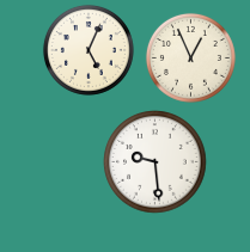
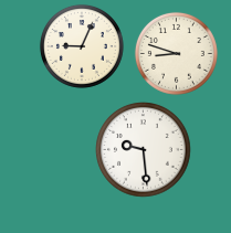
clock at (89, 50): 5:04 -> 9:04
clock at (190, 57): 12:56 -> 8:48
